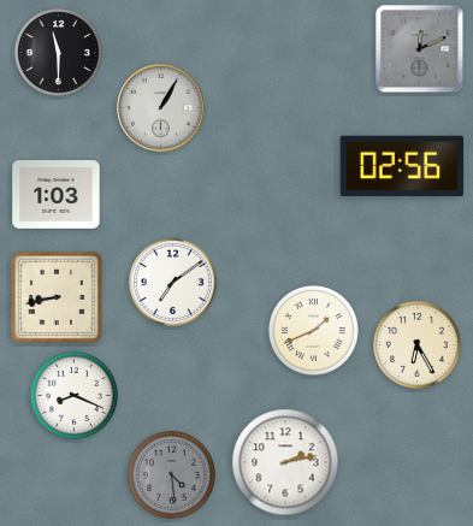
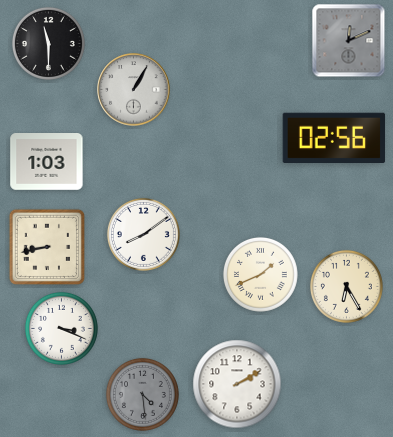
clock at (172, 282): 7:09 -> 8:09
clock at (73, 395): 8:19 -> 3:19
clock at (285, 462): 2:13 -> 2:10
